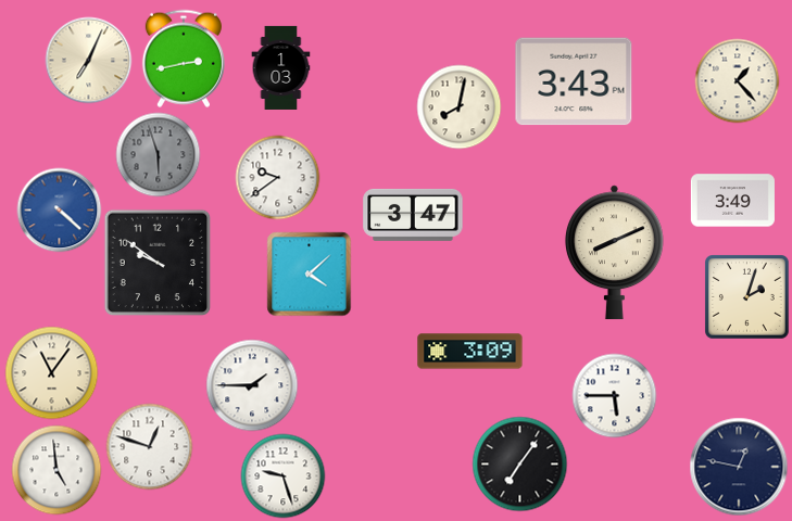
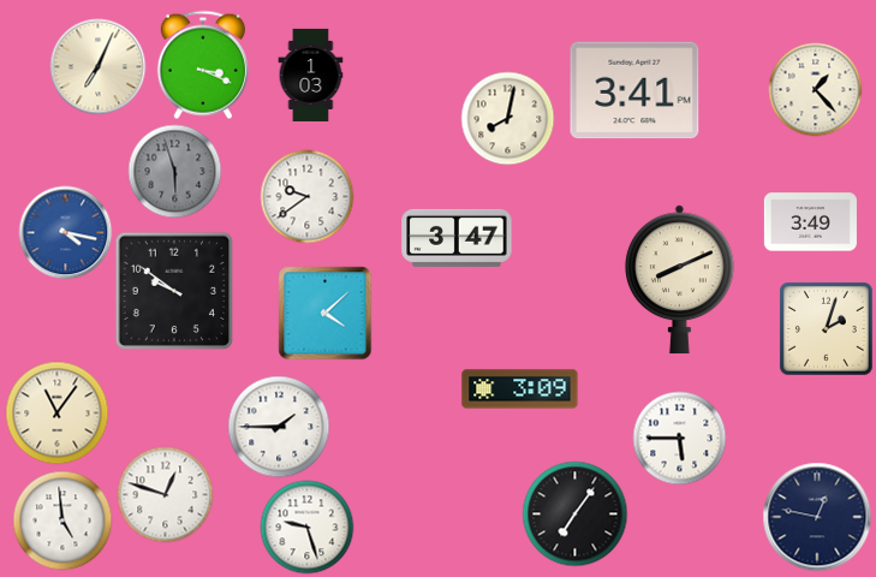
clock at (184, 59): 2:43 -> 3:19
clock at (574, 81): 3:43 -> 3:41
clock at (59, 209): 4:22 -> 4:17
clock at (309, 274) position: (309, 274) -> (324, 313)
clock at (282, 475) position: (282, 475) -> (306, 527)
